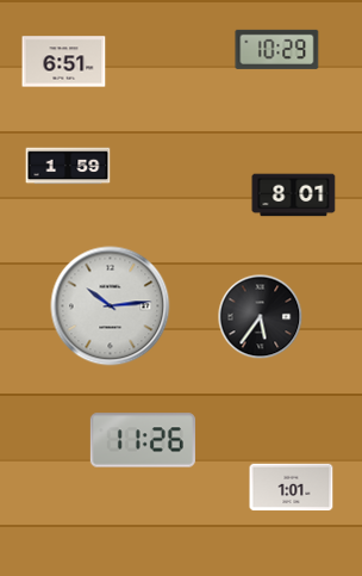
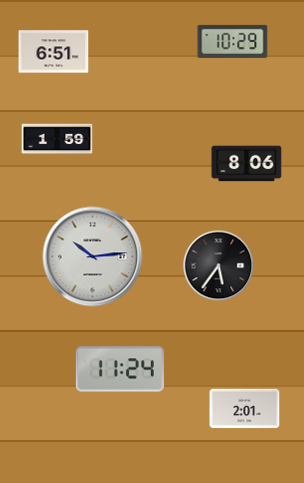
clock at (294, 196): 8:01 -> 8:06
clock at (143, 440): 11:26 -> 11:24
clock at (292, 488): 1:01 -> 2:01
